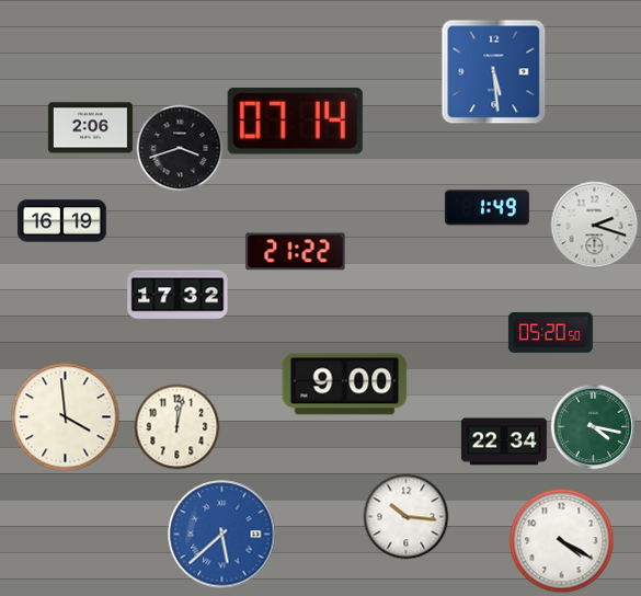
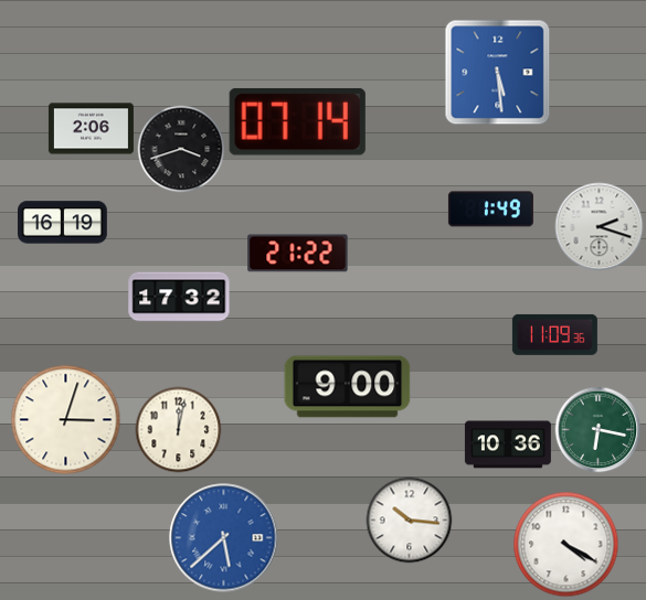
clock at (550, 332): 05:20 -> 11:09
clock at (66, 417): 3:59 -> 3:03
clock at (593, 426): 4:17 -> 6:17
clock at (504, 442): 22:34 -> 10:36
